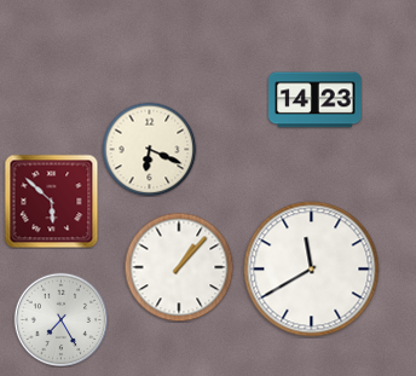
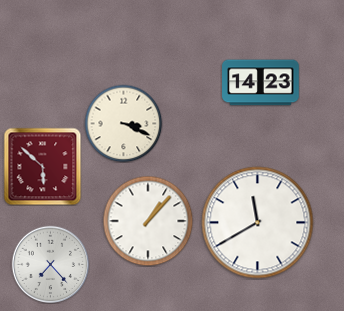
clock at (149, 149): 6:19 -> 3:19
clock at (60, 319): 7:25 -> 7:23
